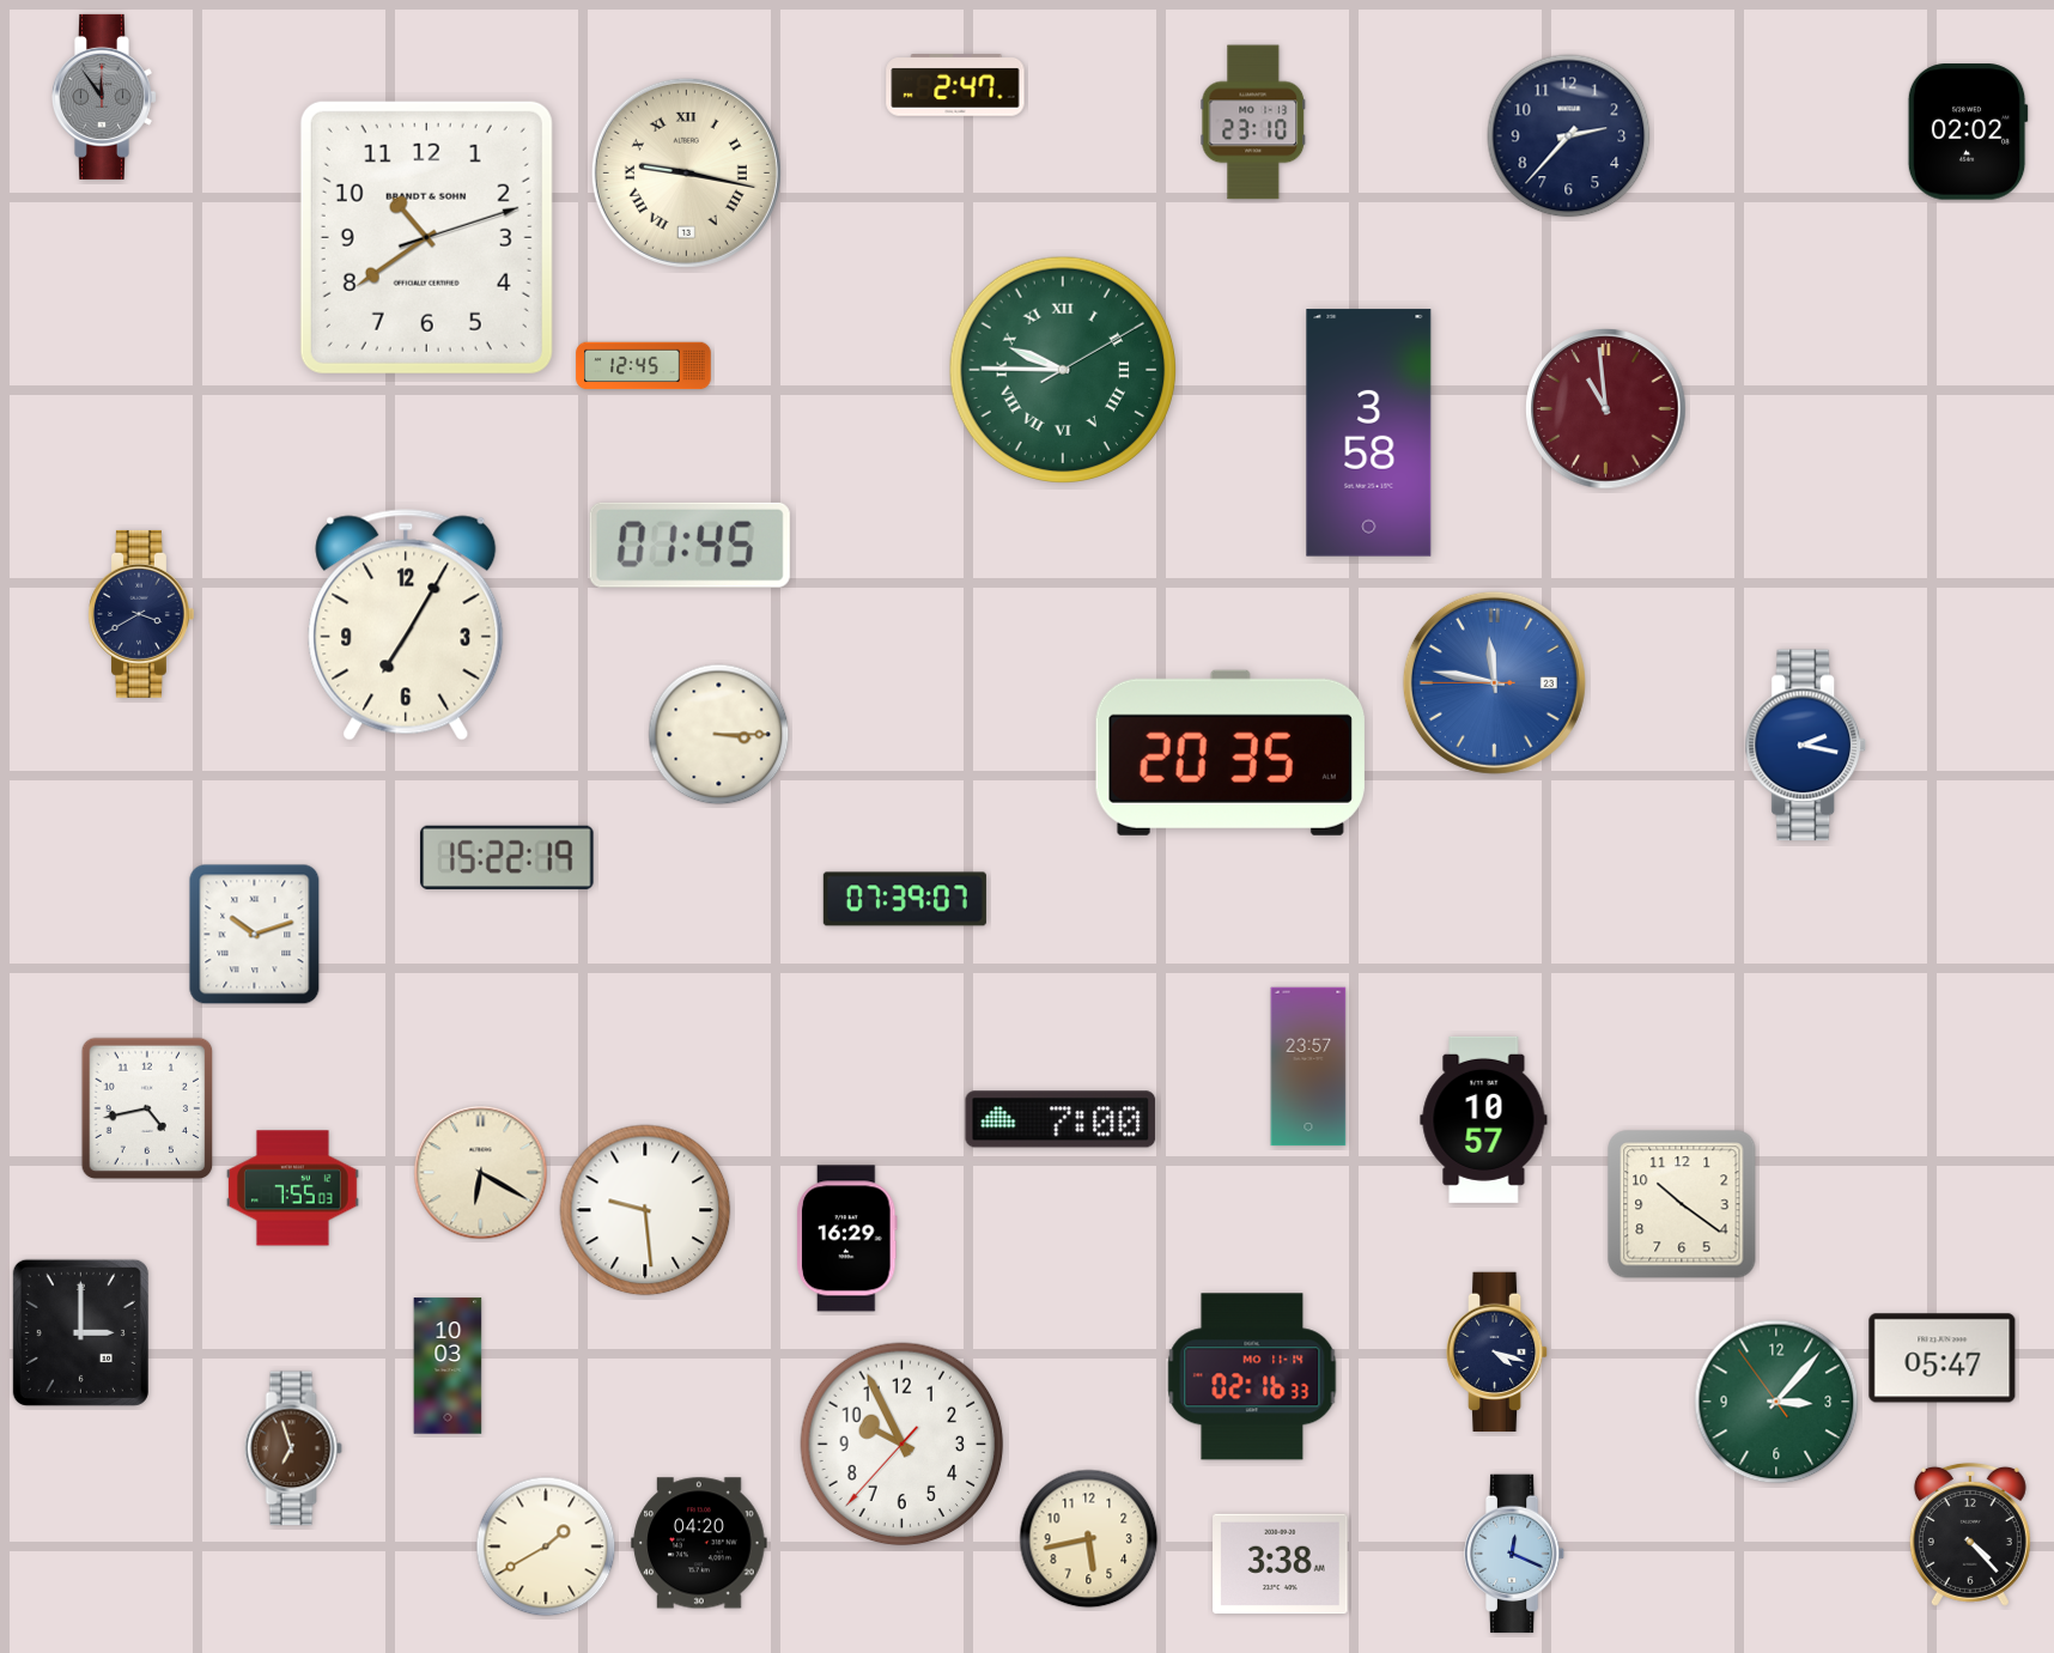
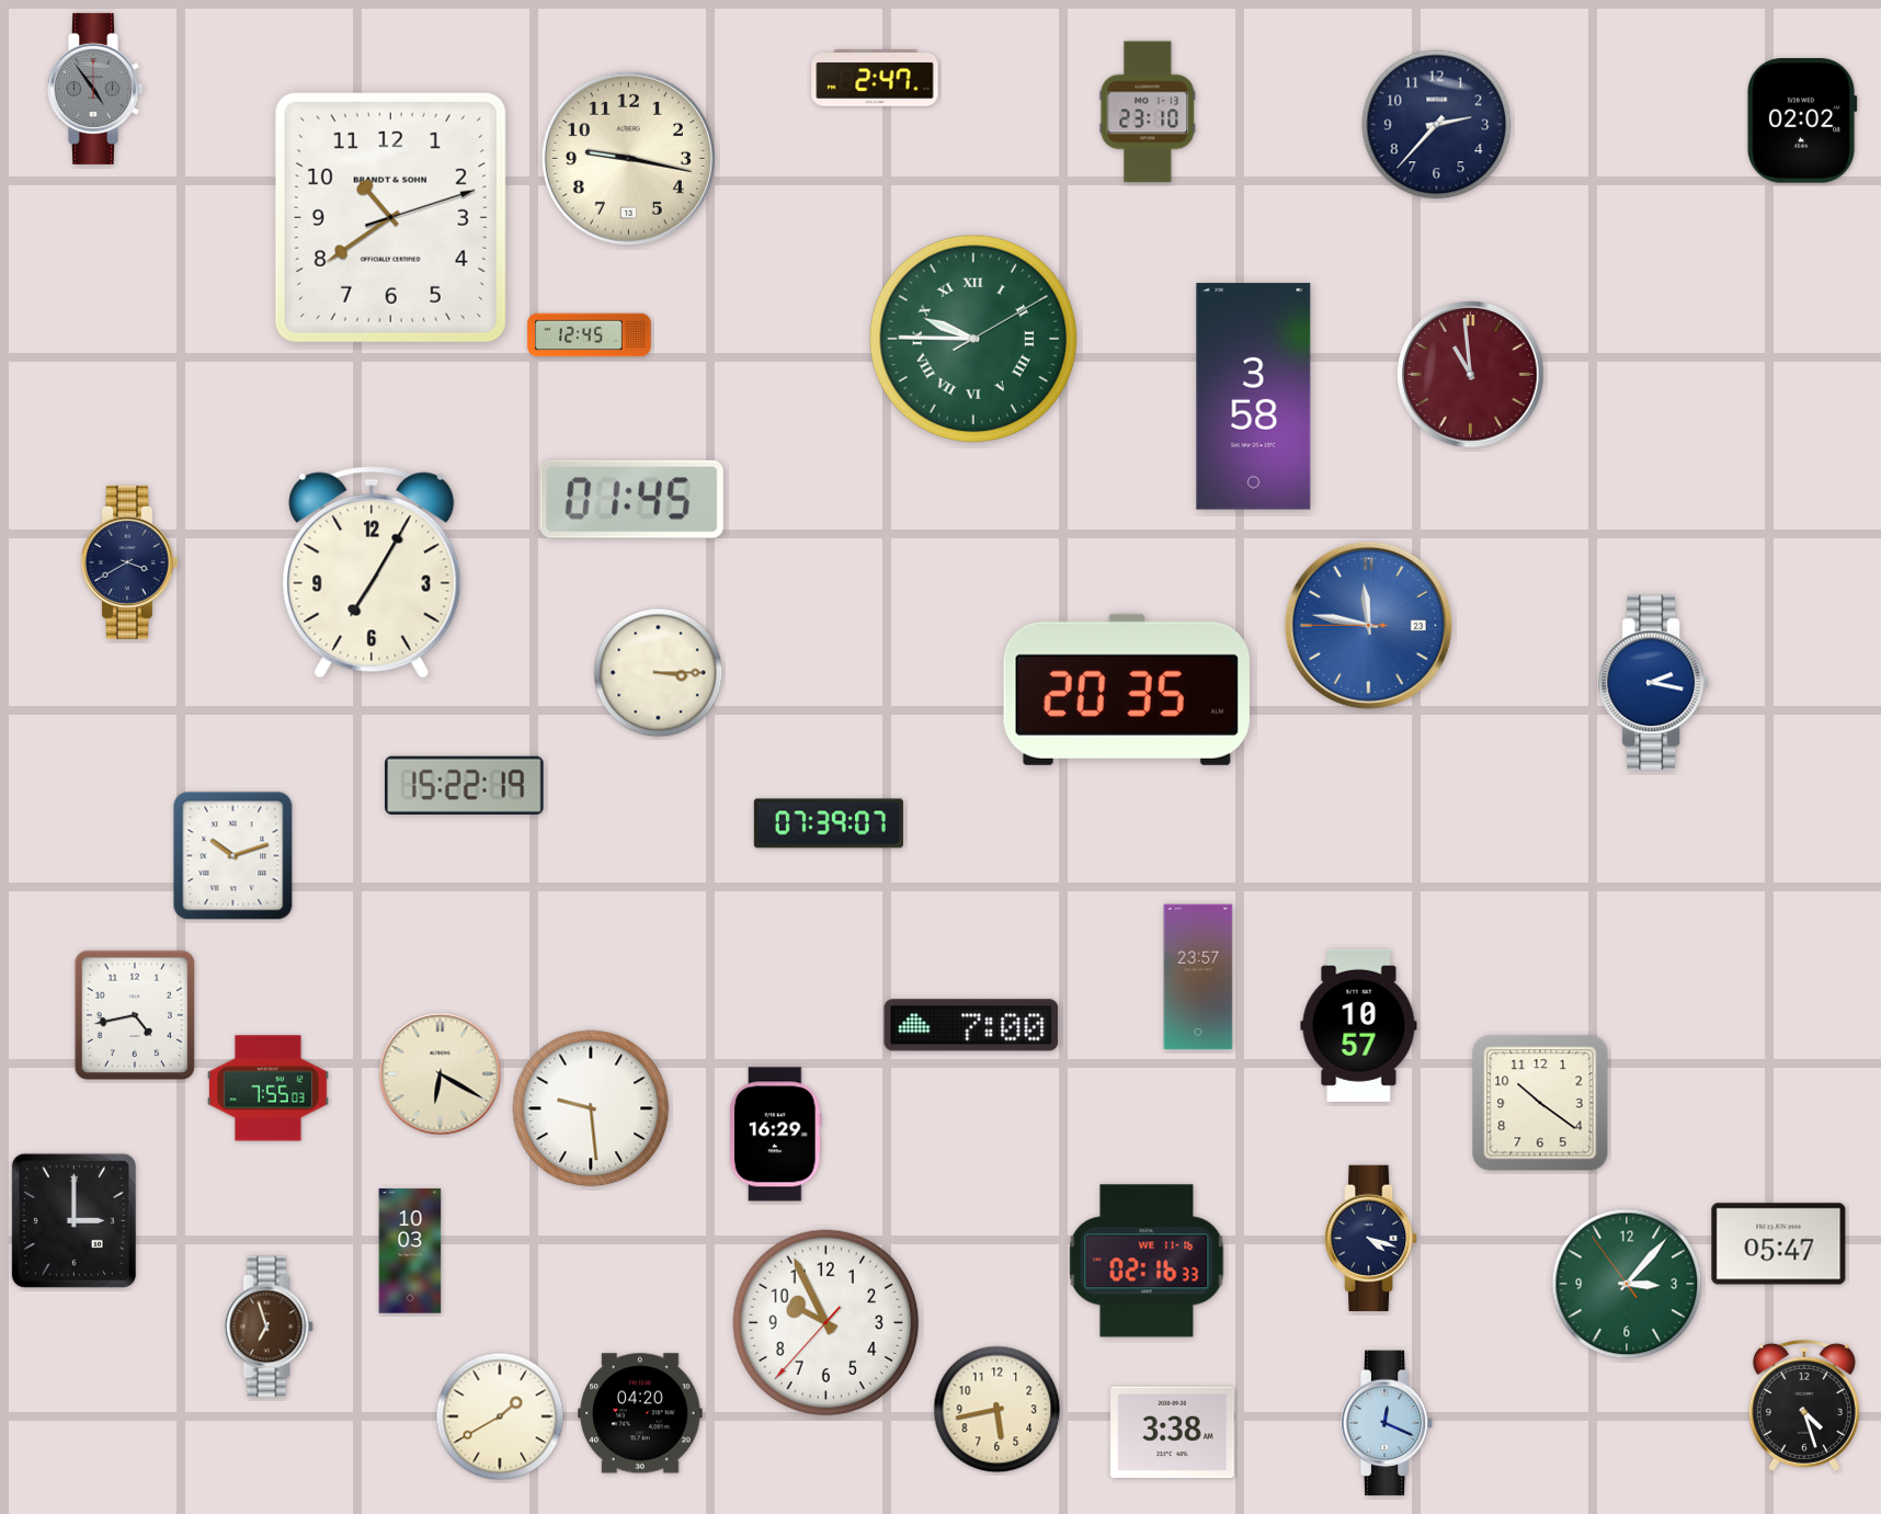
clock at (104, 97): 11:54 -> 4:54
clock at (686, 172) numerals: Roman -> Arabic
clock at (1252, 1377) date: MO 11-14 -> WE 11-16
clock at (1970, 1535): 4:23 -> 4:27
